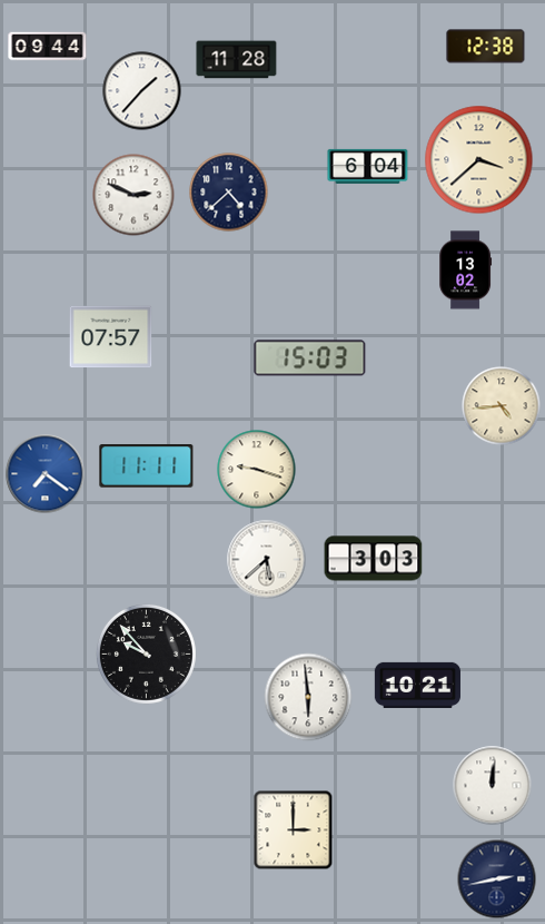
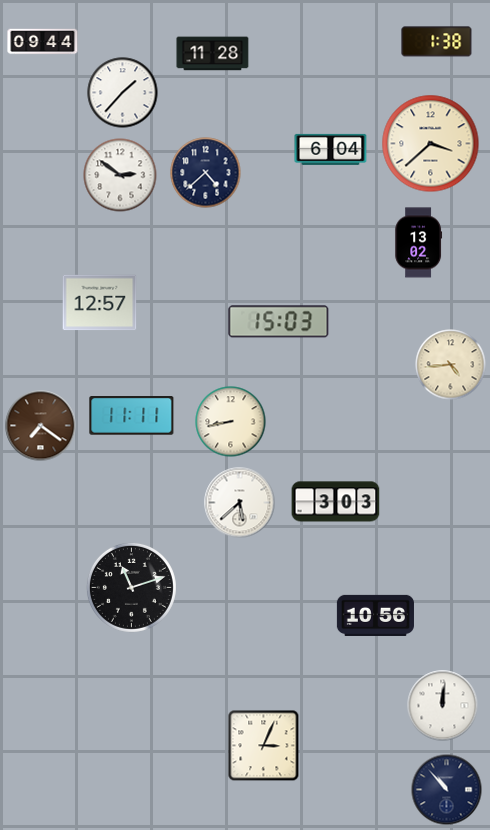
clock at (486, 47): 12:38 -> 1:38
clock at (142, 91) position: (142, 91) -> (123, 93)
clock at (133, 195): 2:49 -> 2:51
clock at (111, 337): 07:57 -> 12:57
clock at (147, 466) position: (147, 466) -> (132, 416)
clock at (257, 470): 9:18 -> 8:43
clock at (46, 474) dial: blue -> brown
clock at (146, 653): 9:53 -> 11:12
clock at (417, 685): 10:21 -> 10:56
clock at (308, 697): 5:59 -> none
clock at (294, 830): 3:00 -> 3:04
clock at (497, 879): 2:43 -> 10:53
